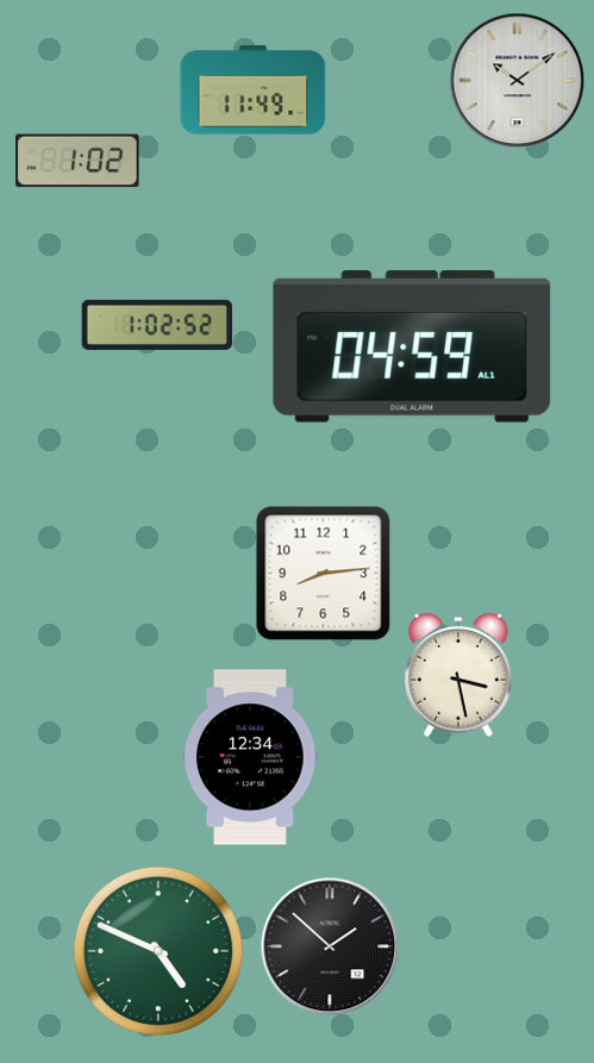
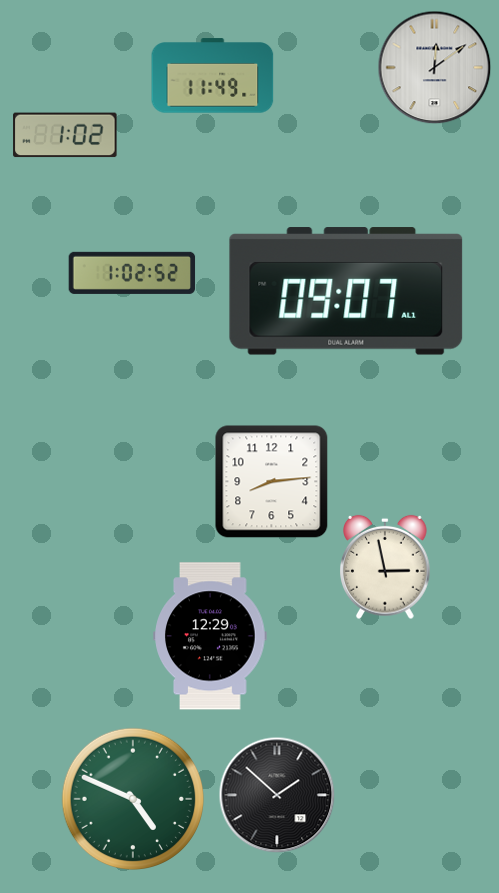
clock at (518, 81): 10:09 -> 12:09
clock at (412, 346): 04:59 -> 09:07
clock at (459, 675): 3:28 -> 2:58
clock at (250, 757): 12:34 -> 12:29
